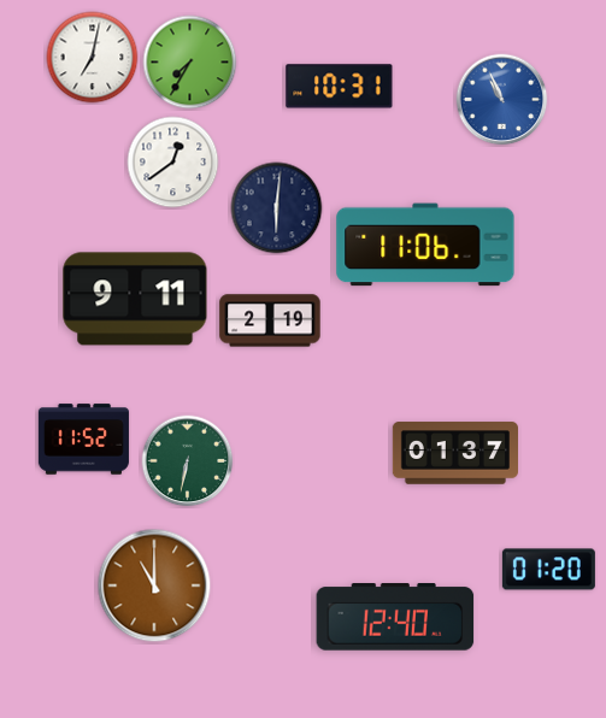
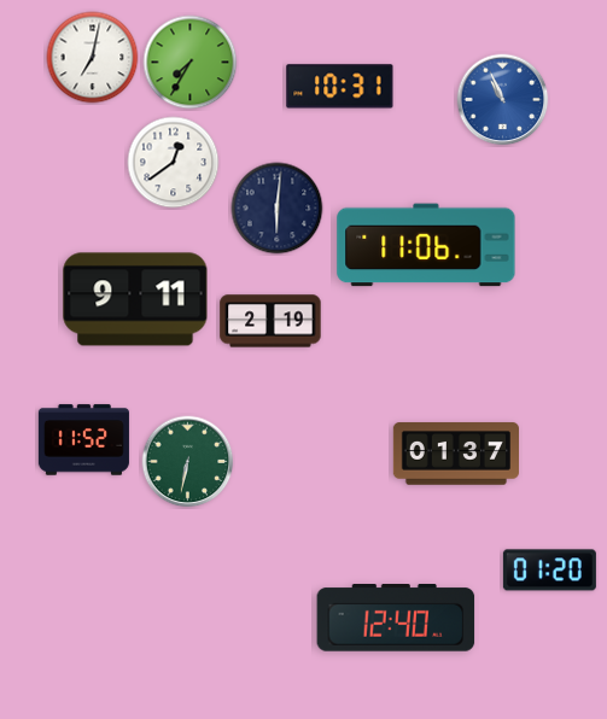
clock at (154, 585): 11:00 -> none
